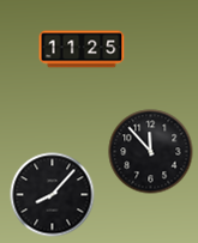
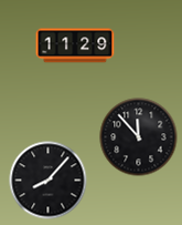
clock at (82, 49): 11:25 -> 11:29
clock at (151, 152) position: (151, 152) -> (139, 137)
